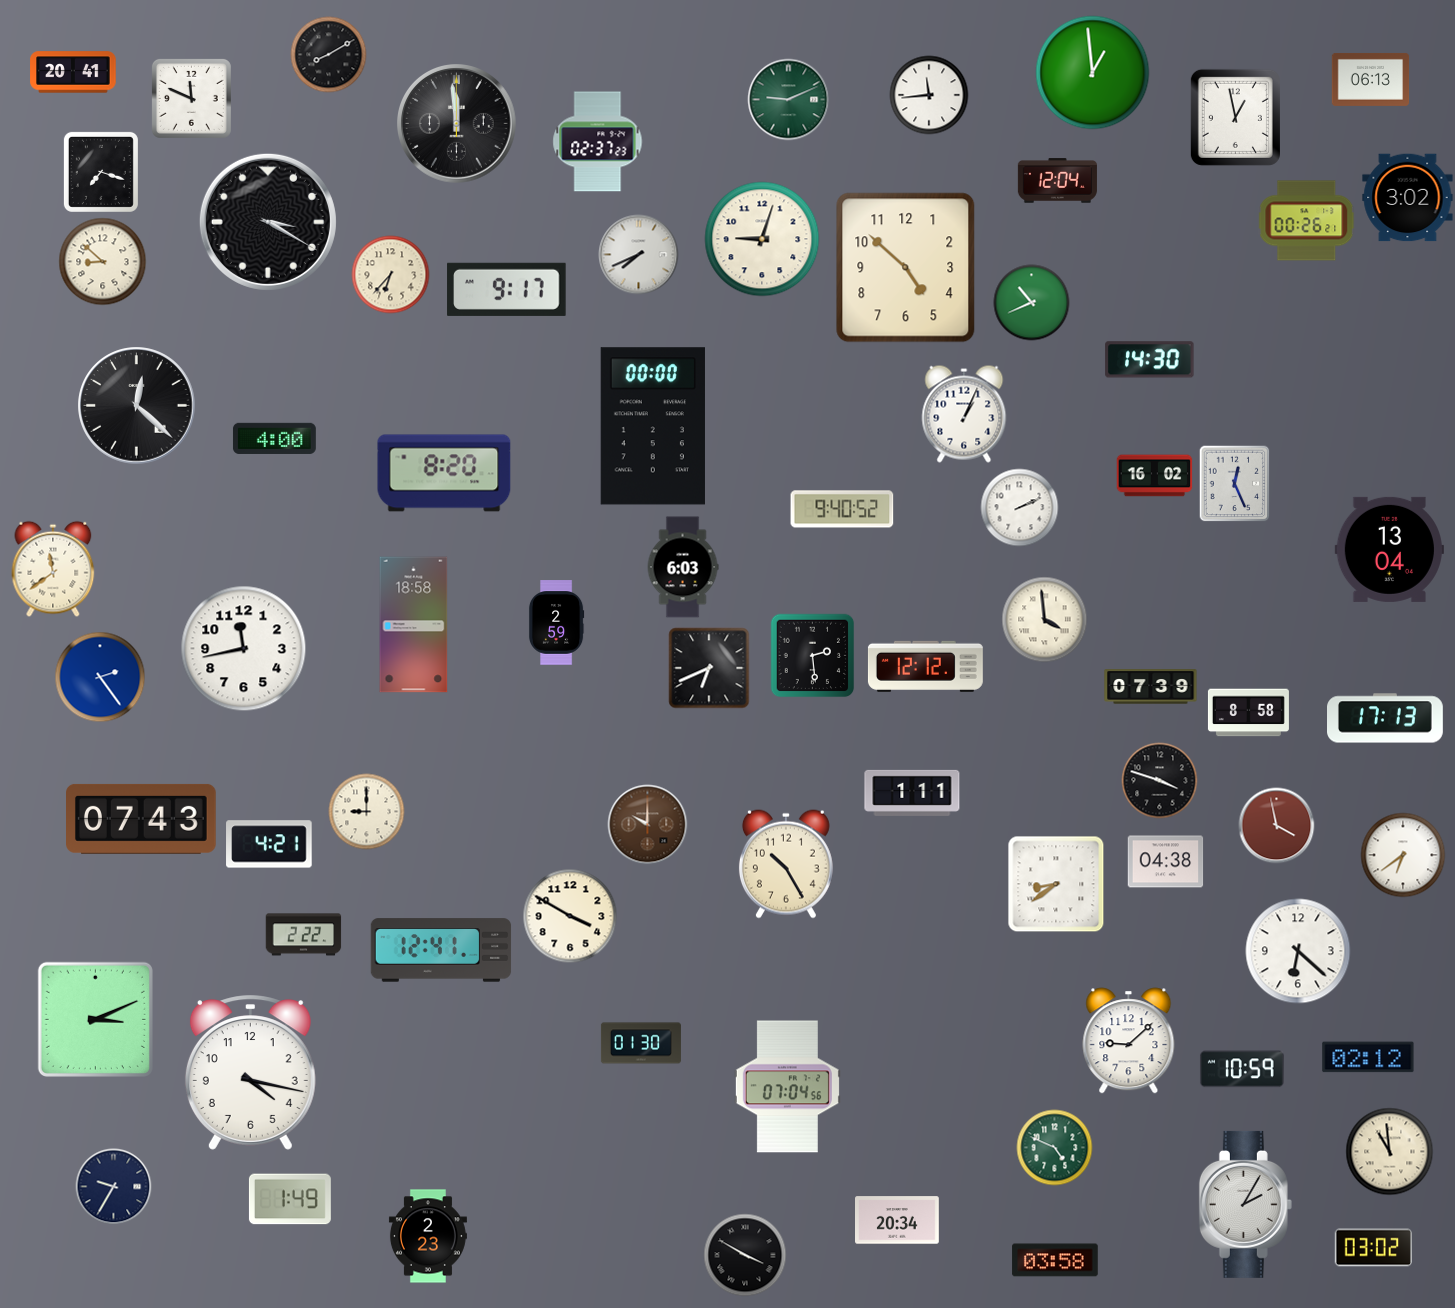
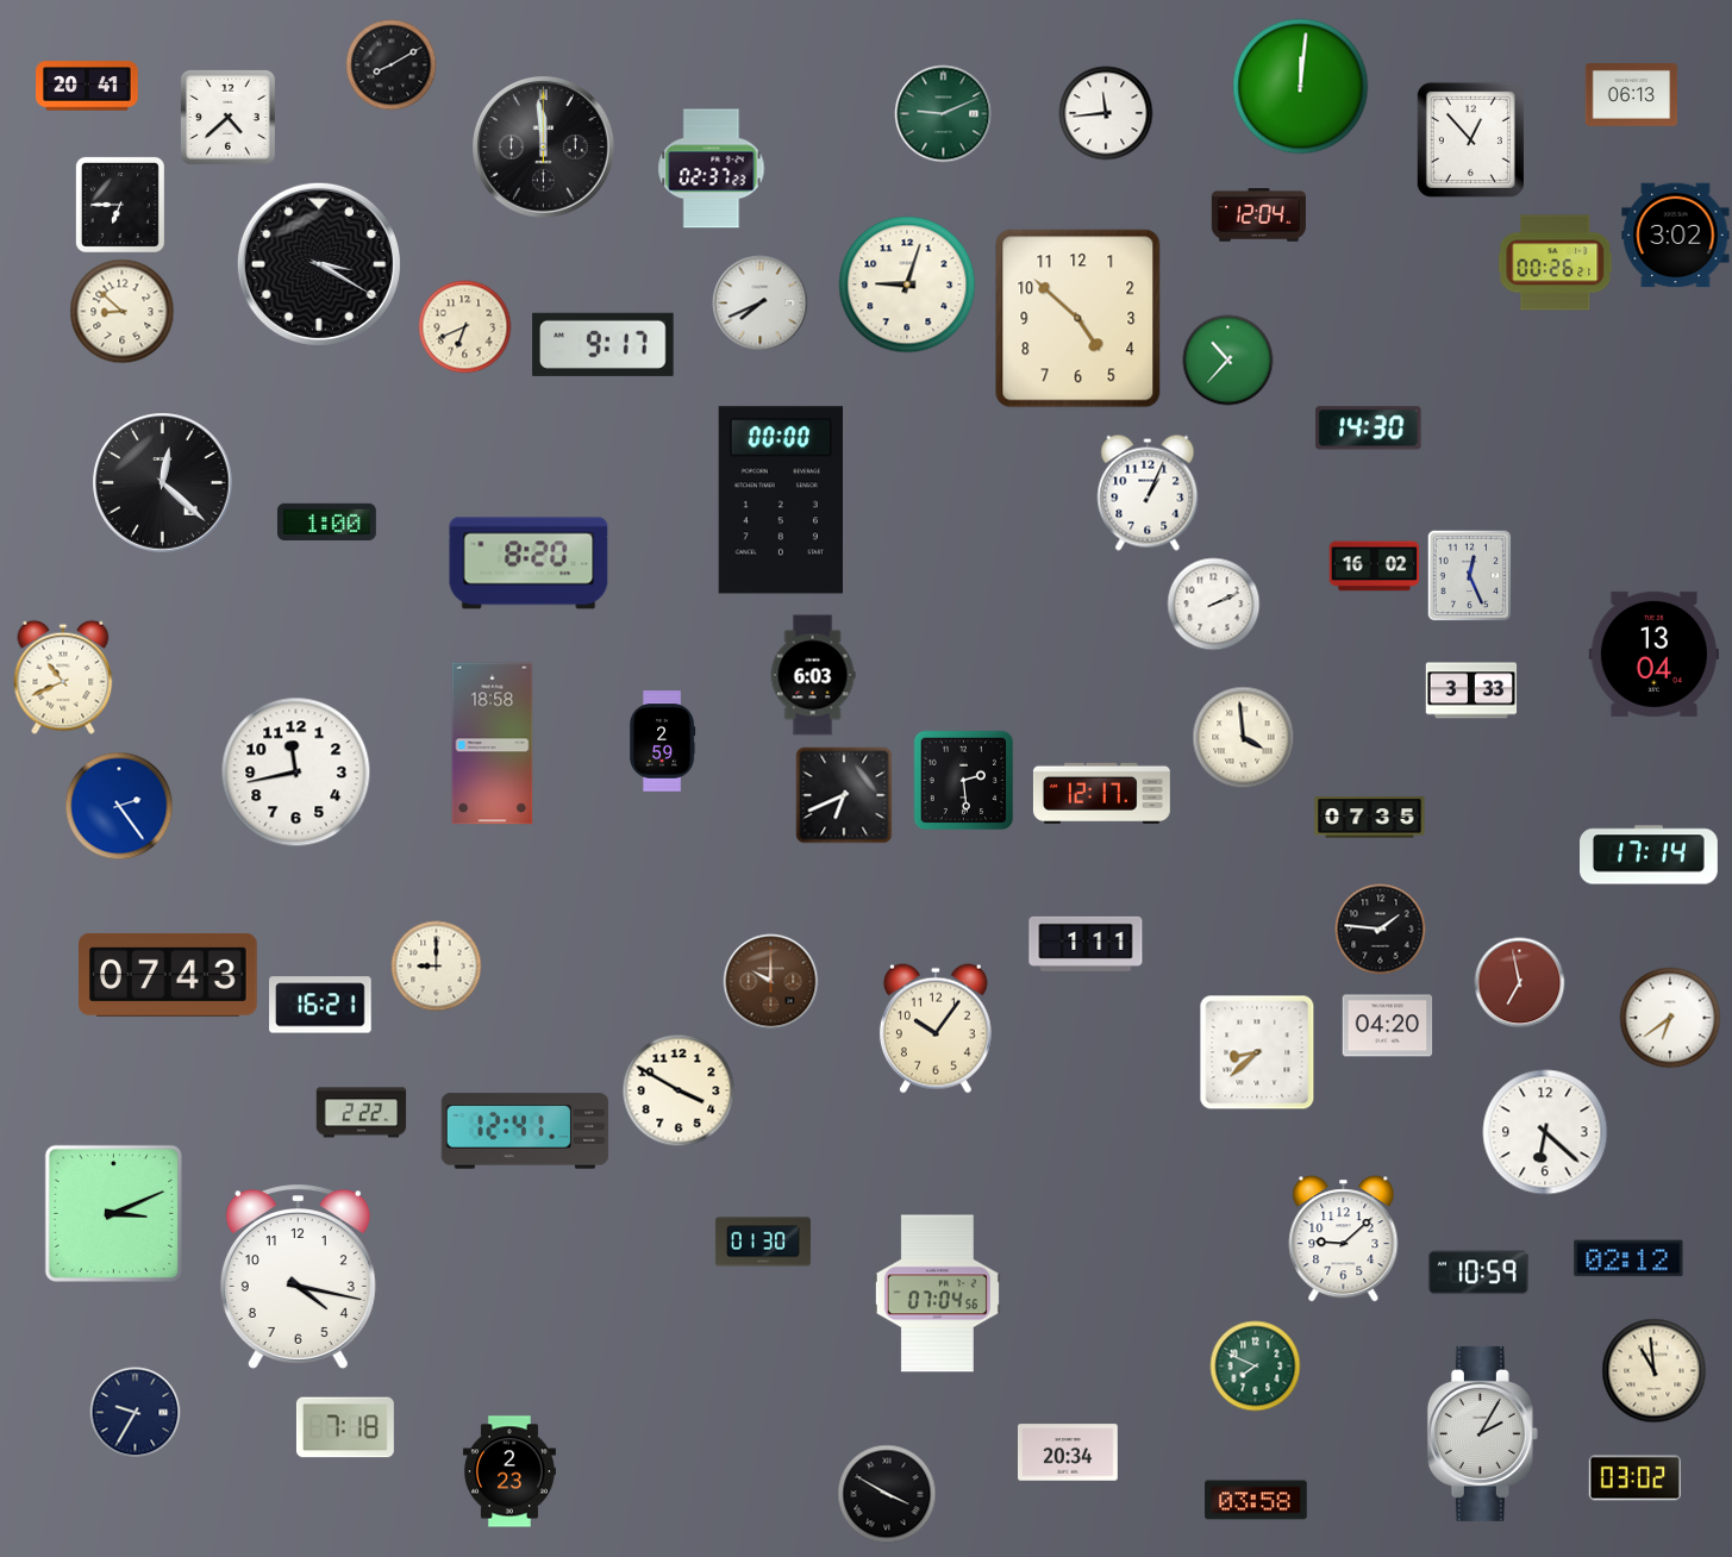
clock at (1093, 73): 12:59 -> 12:01
clock at (191, 98): 11:49 -> 4:38
clock at (789, 100) position: (789, 100) -> (944, 114)
clock at (1235, 117): 12:58 -> 12:53
clock at (101, 172): 7:18 -> 6:45
clock at (391, 275): 6:37 -> 6:41
clock at (1032, 303): 10:41 -> 10:37
clock at (653, 426) position: (653, 426) -> (781, 500)
clock at (274, 438): 4:00 -> 1:00
clock at (842, 509): 9:40 -> none
clock at (53, 569): 11:39 -> 10:41
clock at (1471, 690): none -> 3:33
clock at (244, 649) position: (244, 649) -> (296, 773)
clock at (813, 656) position: (813, 656) -> (964, 781)
clock at (925, 666): 12:12 -> 12:17
clock at (1151, 687): 07:39 -> 07:35
clock at (1248, 713): 8:58 -> none
clock at (1386, 718): 17:13 -> 17:14
clock at (1160, 781): 3:48 -> 1:46
clock at (1277, 826): 3:58 -> 6:58
clock at (269, 844): 4:21 -> 16:21
clock at (1166, 862): 04:38 -> 04:20
clock at (786, 864): 10:25 -> 10:06
clock at (1056, 884): 8:39 -> 8:38
clock at (1055, 1148): 4:49 -> 7:49
clock at (290, 1199): 1:49 -> 7:18
clock at (1373, 1248) position: (1373, 1248) -> (1634, 1478)
